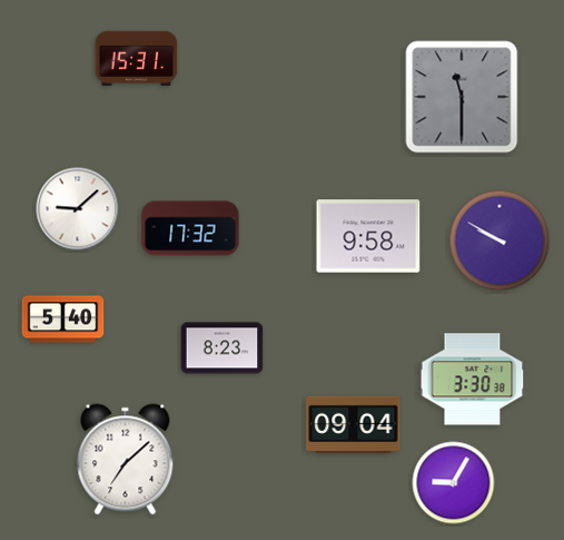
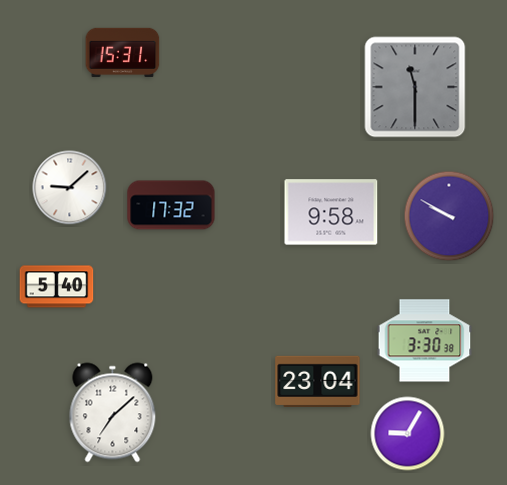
clock at (222, 348): 8:23 -> none
clock at (354, 424): 09:04 -> 23:04
